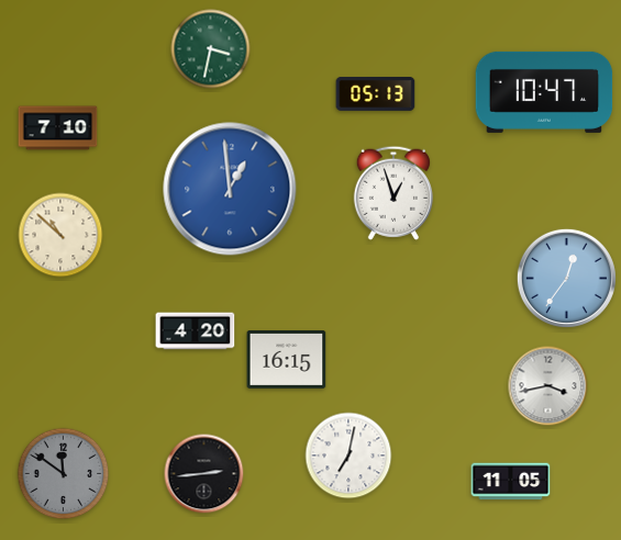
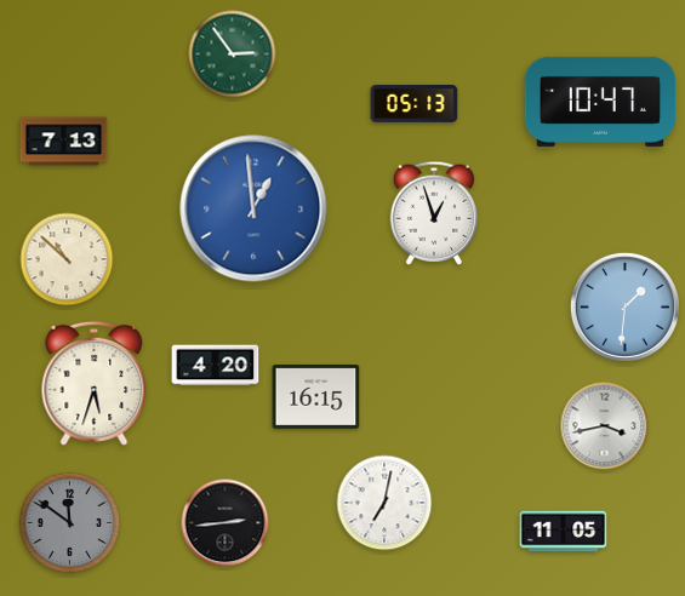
clock at (211, 49): 3:32 -> 2:54
clock at (58, 128): 7:10 -> 7:13
clock at (566, 278): 12:36 -> 1:31
clock at (95, 383): none -> 5:33
